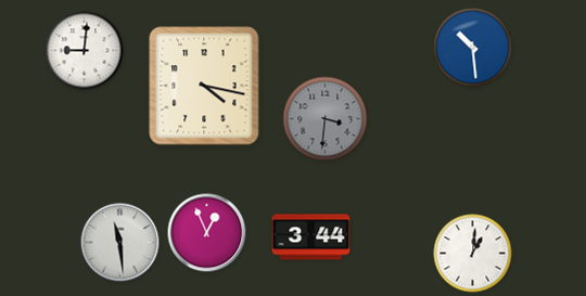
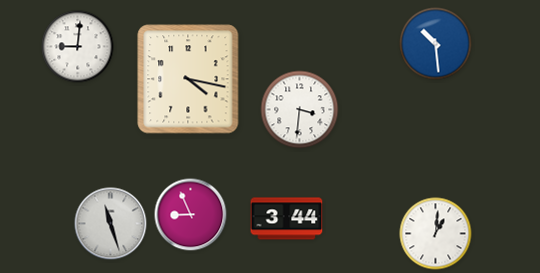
clock at (326, 119) dial: grey -> white
clock at (207, 233): 12:56 -> 8:56
clock at (120, 243): 11:29 -> 11:27
